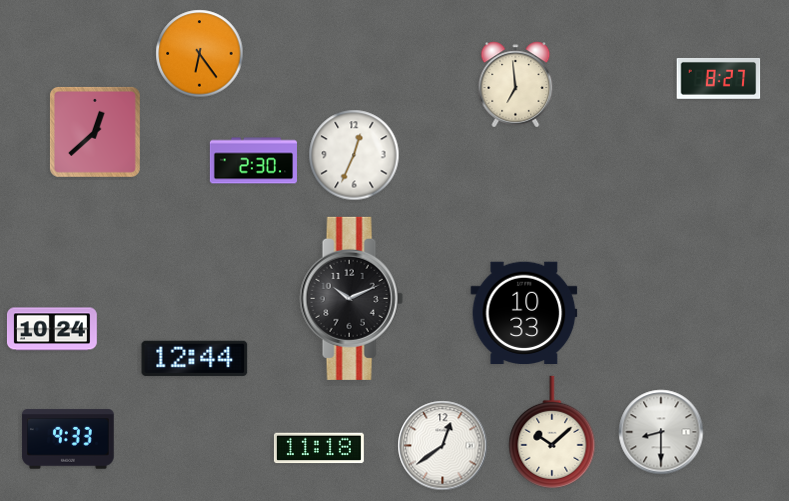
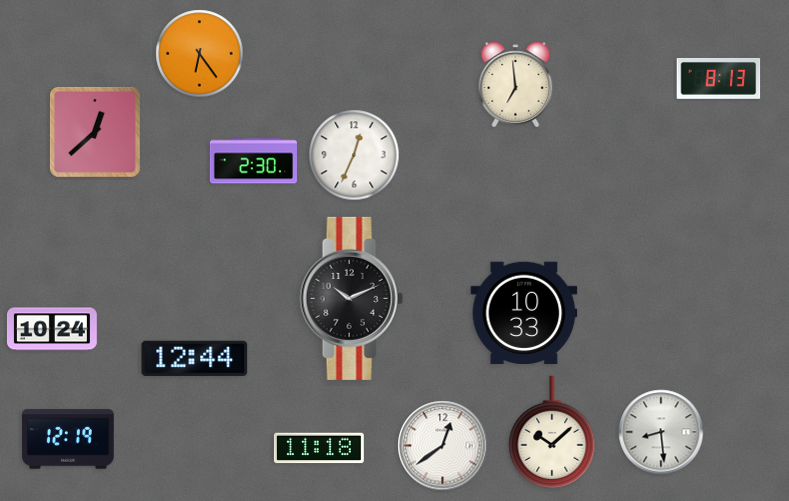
clock at (719, 78): 8:27 -> 8:13
clock at (661, 432): 8:30 -> 8:29
clock at (68, 439): 9:33 -> 12:19
